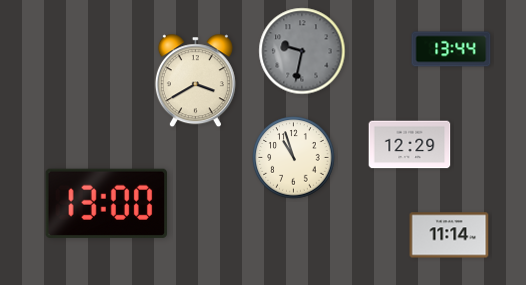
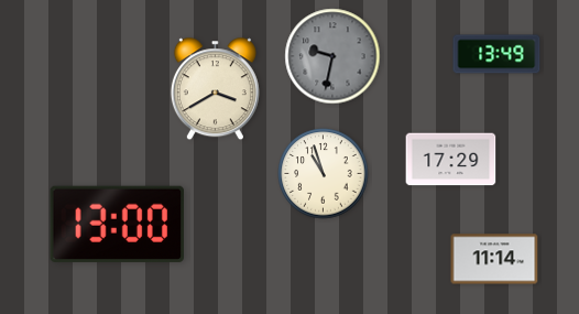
clock at (451, 49): 13:44 -> 13:49
clock at (410, 145): 12:29 -> 17:29
